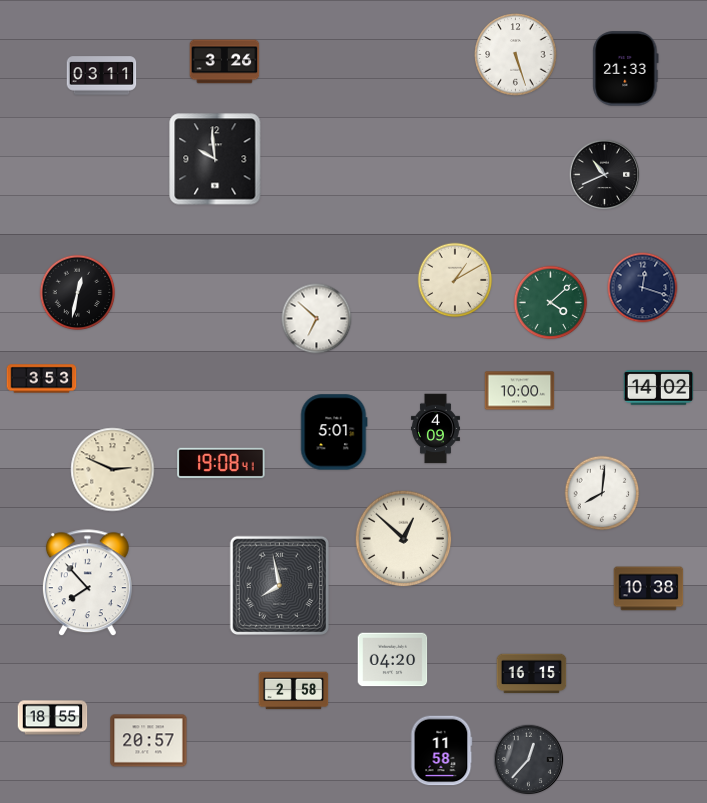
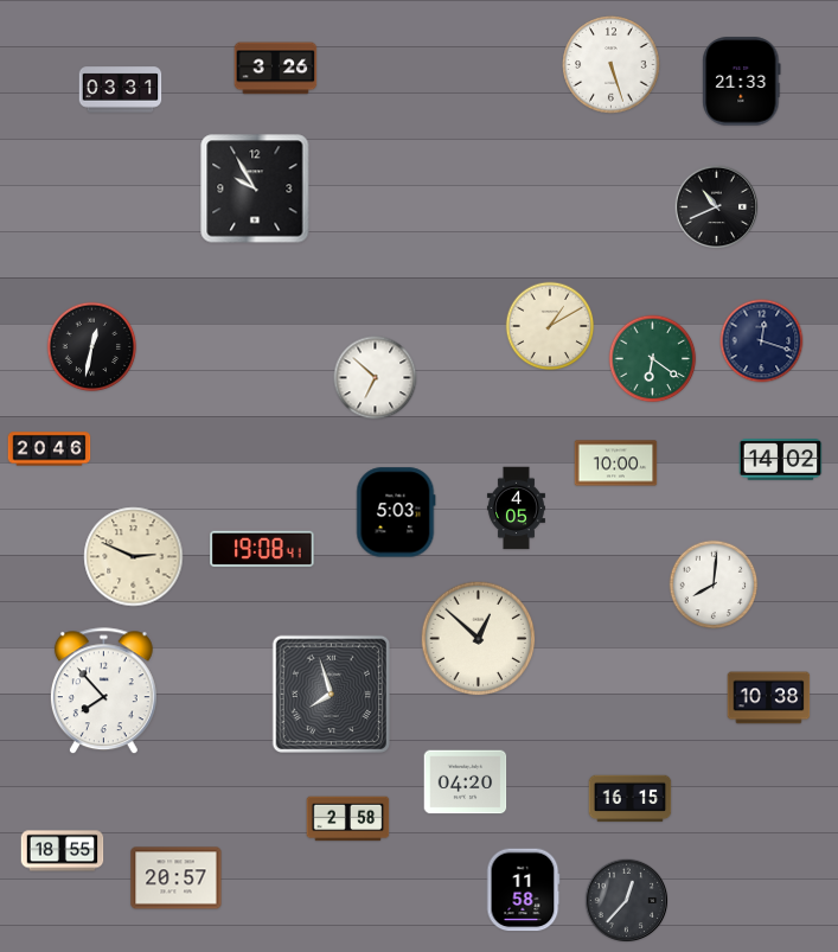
clock at (225, 62) position: (225, 62) -> (276, 69)
clock at (102, 76): 03:11 -> 03:31
clock at (215, 159): 9:59 -> 9:55
clock at (455, 280) position: (455, 280) -> (550, 326)
clock at (551, 303): 4:08 -> 6:21
clock at (42, 379): 3:53 -> 20:46
clock at (435, 429): 4:09 -> 4:05
clock at (334, 432): 5:01 -> 5:03
clock at (279, 585): 7:58 -> 7:57
